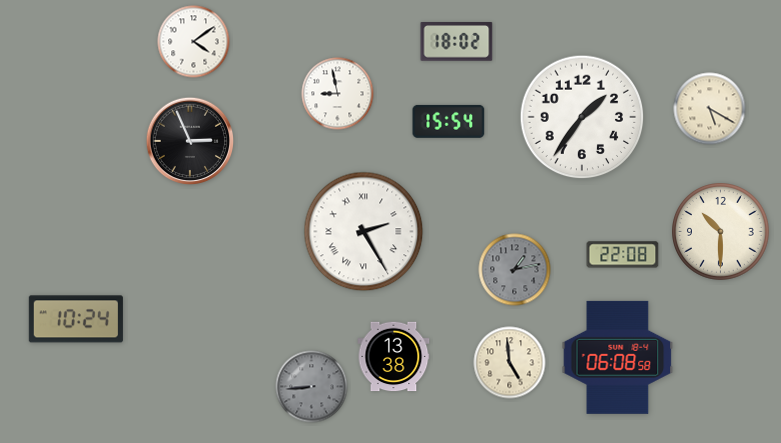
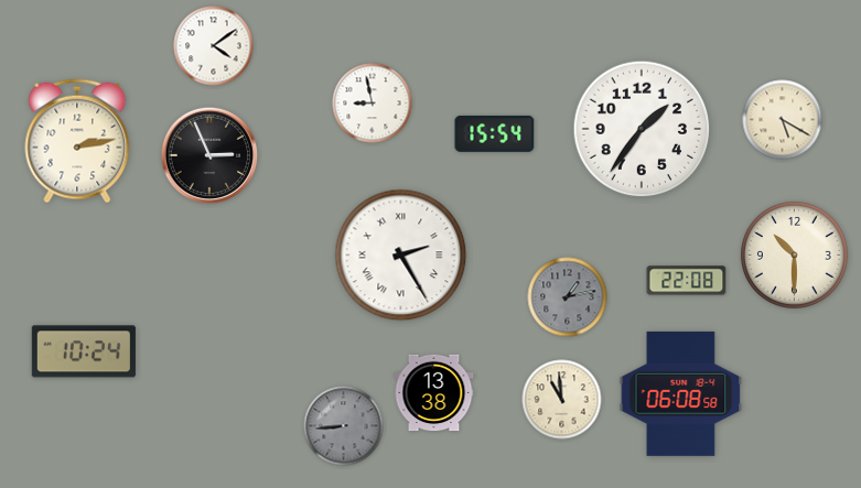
clock at (457, 42): 18:02 -> none
clock at (77, 141): none -> 2:13
clock at (510, 363): 4:59 -> 10:59
